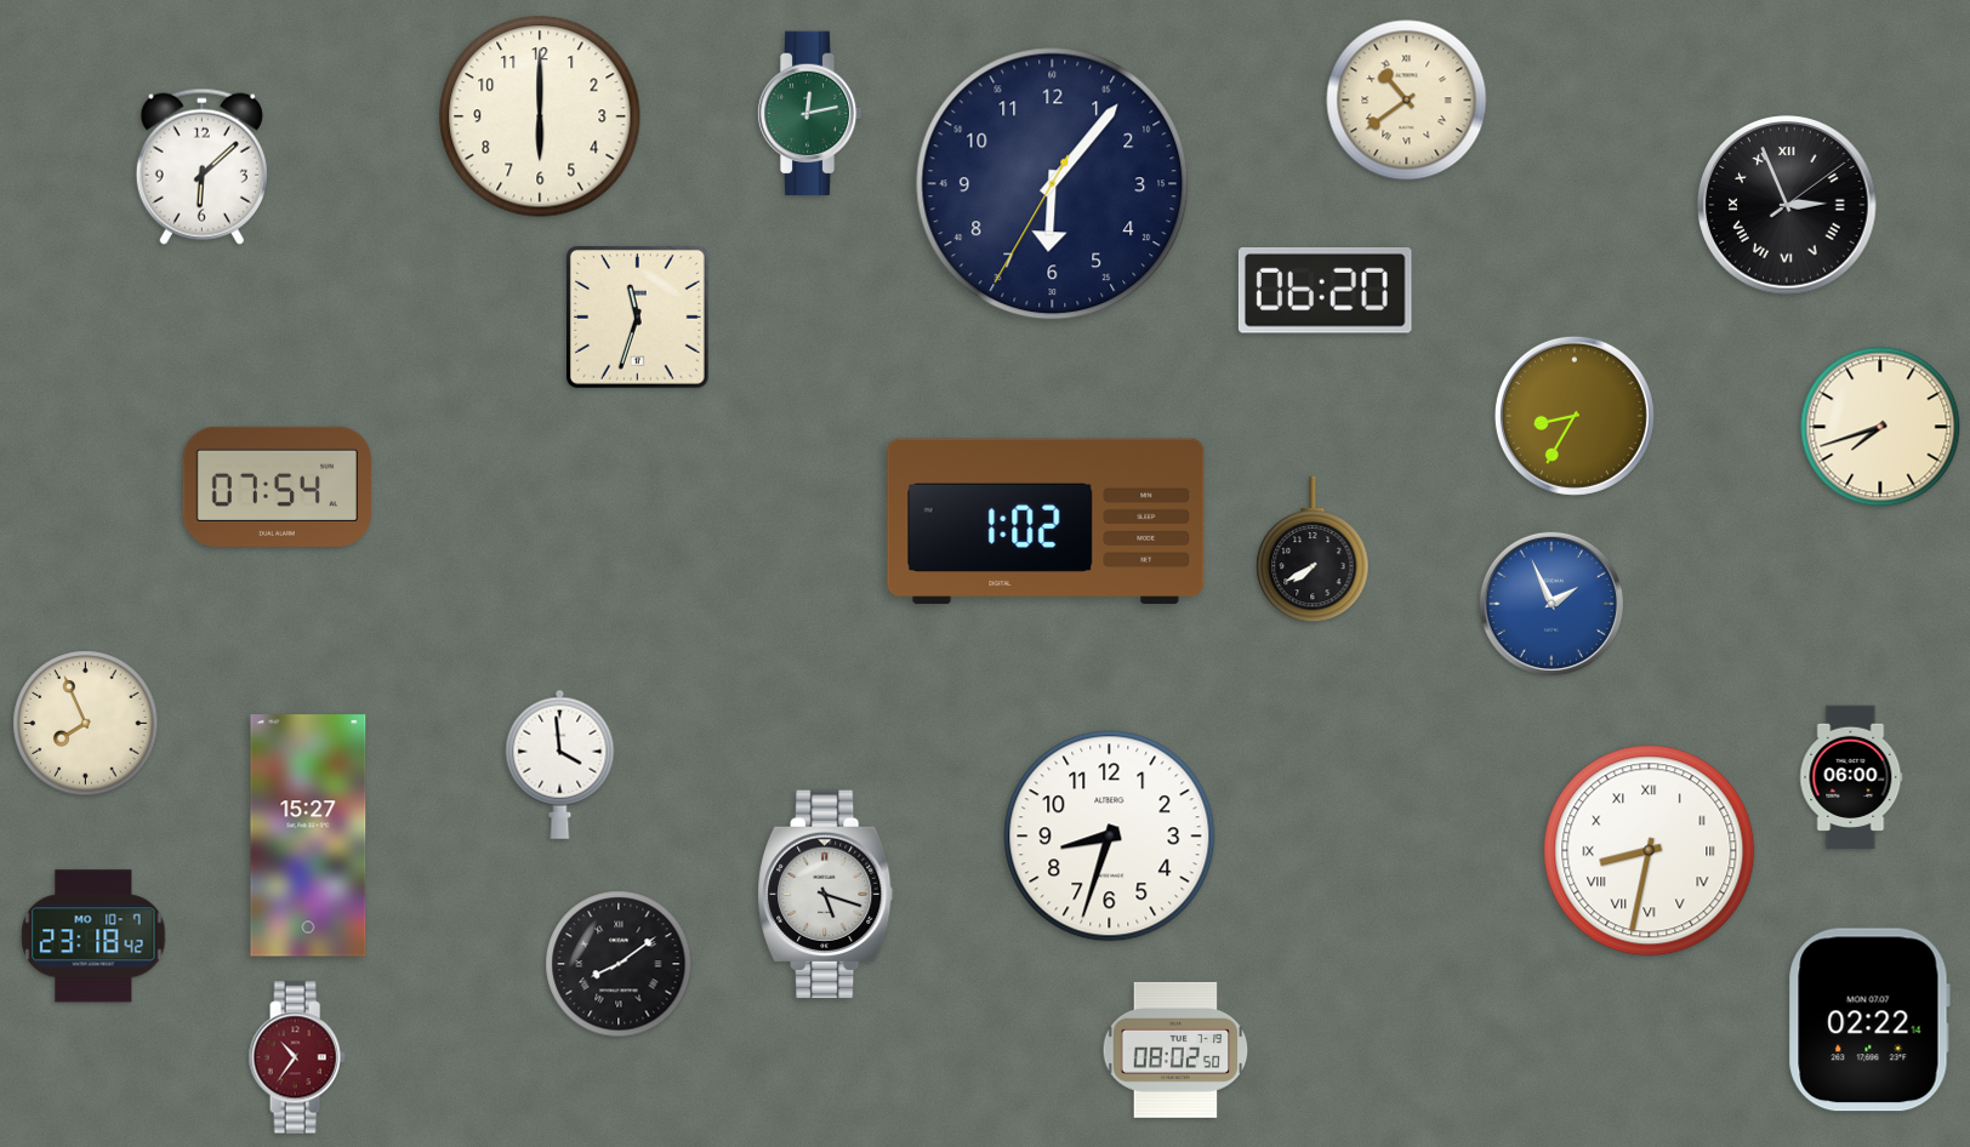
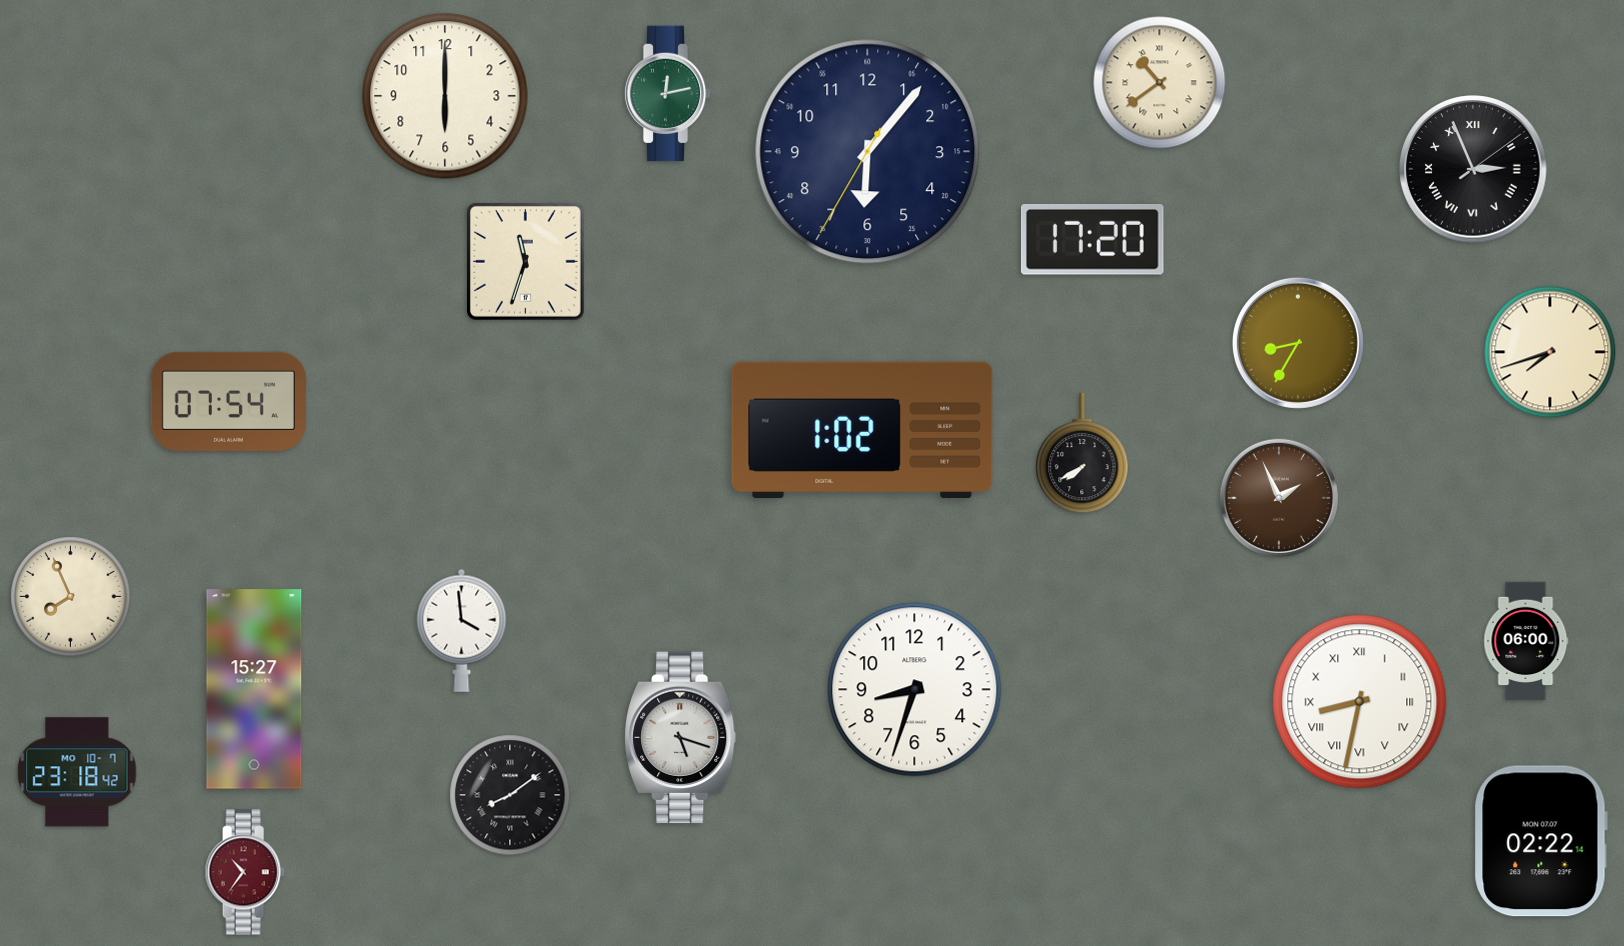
clock at (201, 166): 6:08 -> none
clock at (1325, 291): 06:20 -> 17:20
clock at (1551, 604) dial: blue -> brown
clock at (1175, 1050): 08:02 -> none
